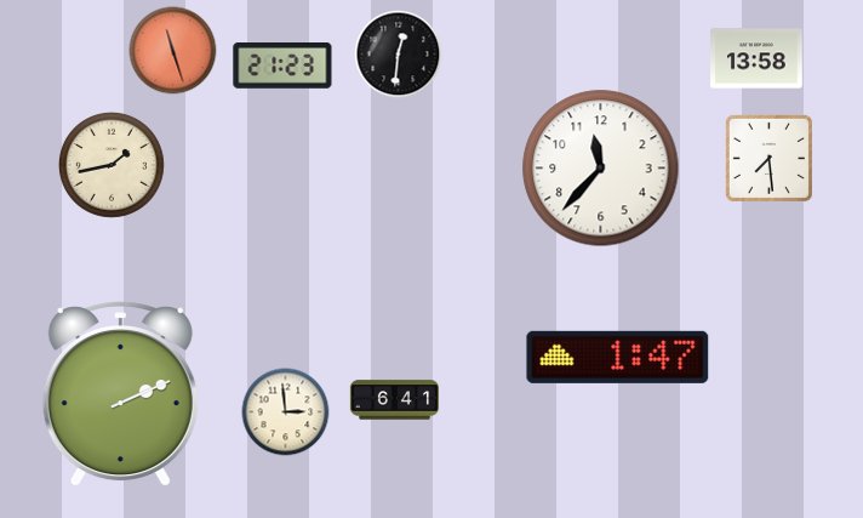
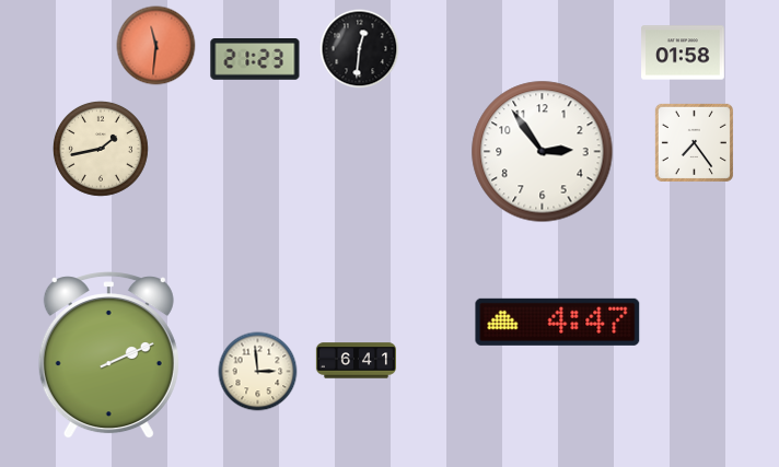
clock at (173, 51): 11:27 -> 11:31
clock at (756, 58): 13:58 -> 01:58
clock at (768, 158): 7:29 -> 7:24
clock at (601, 169): 11:37 -> 2:54
clock at (618, 357): 1:47 -> 4:47
